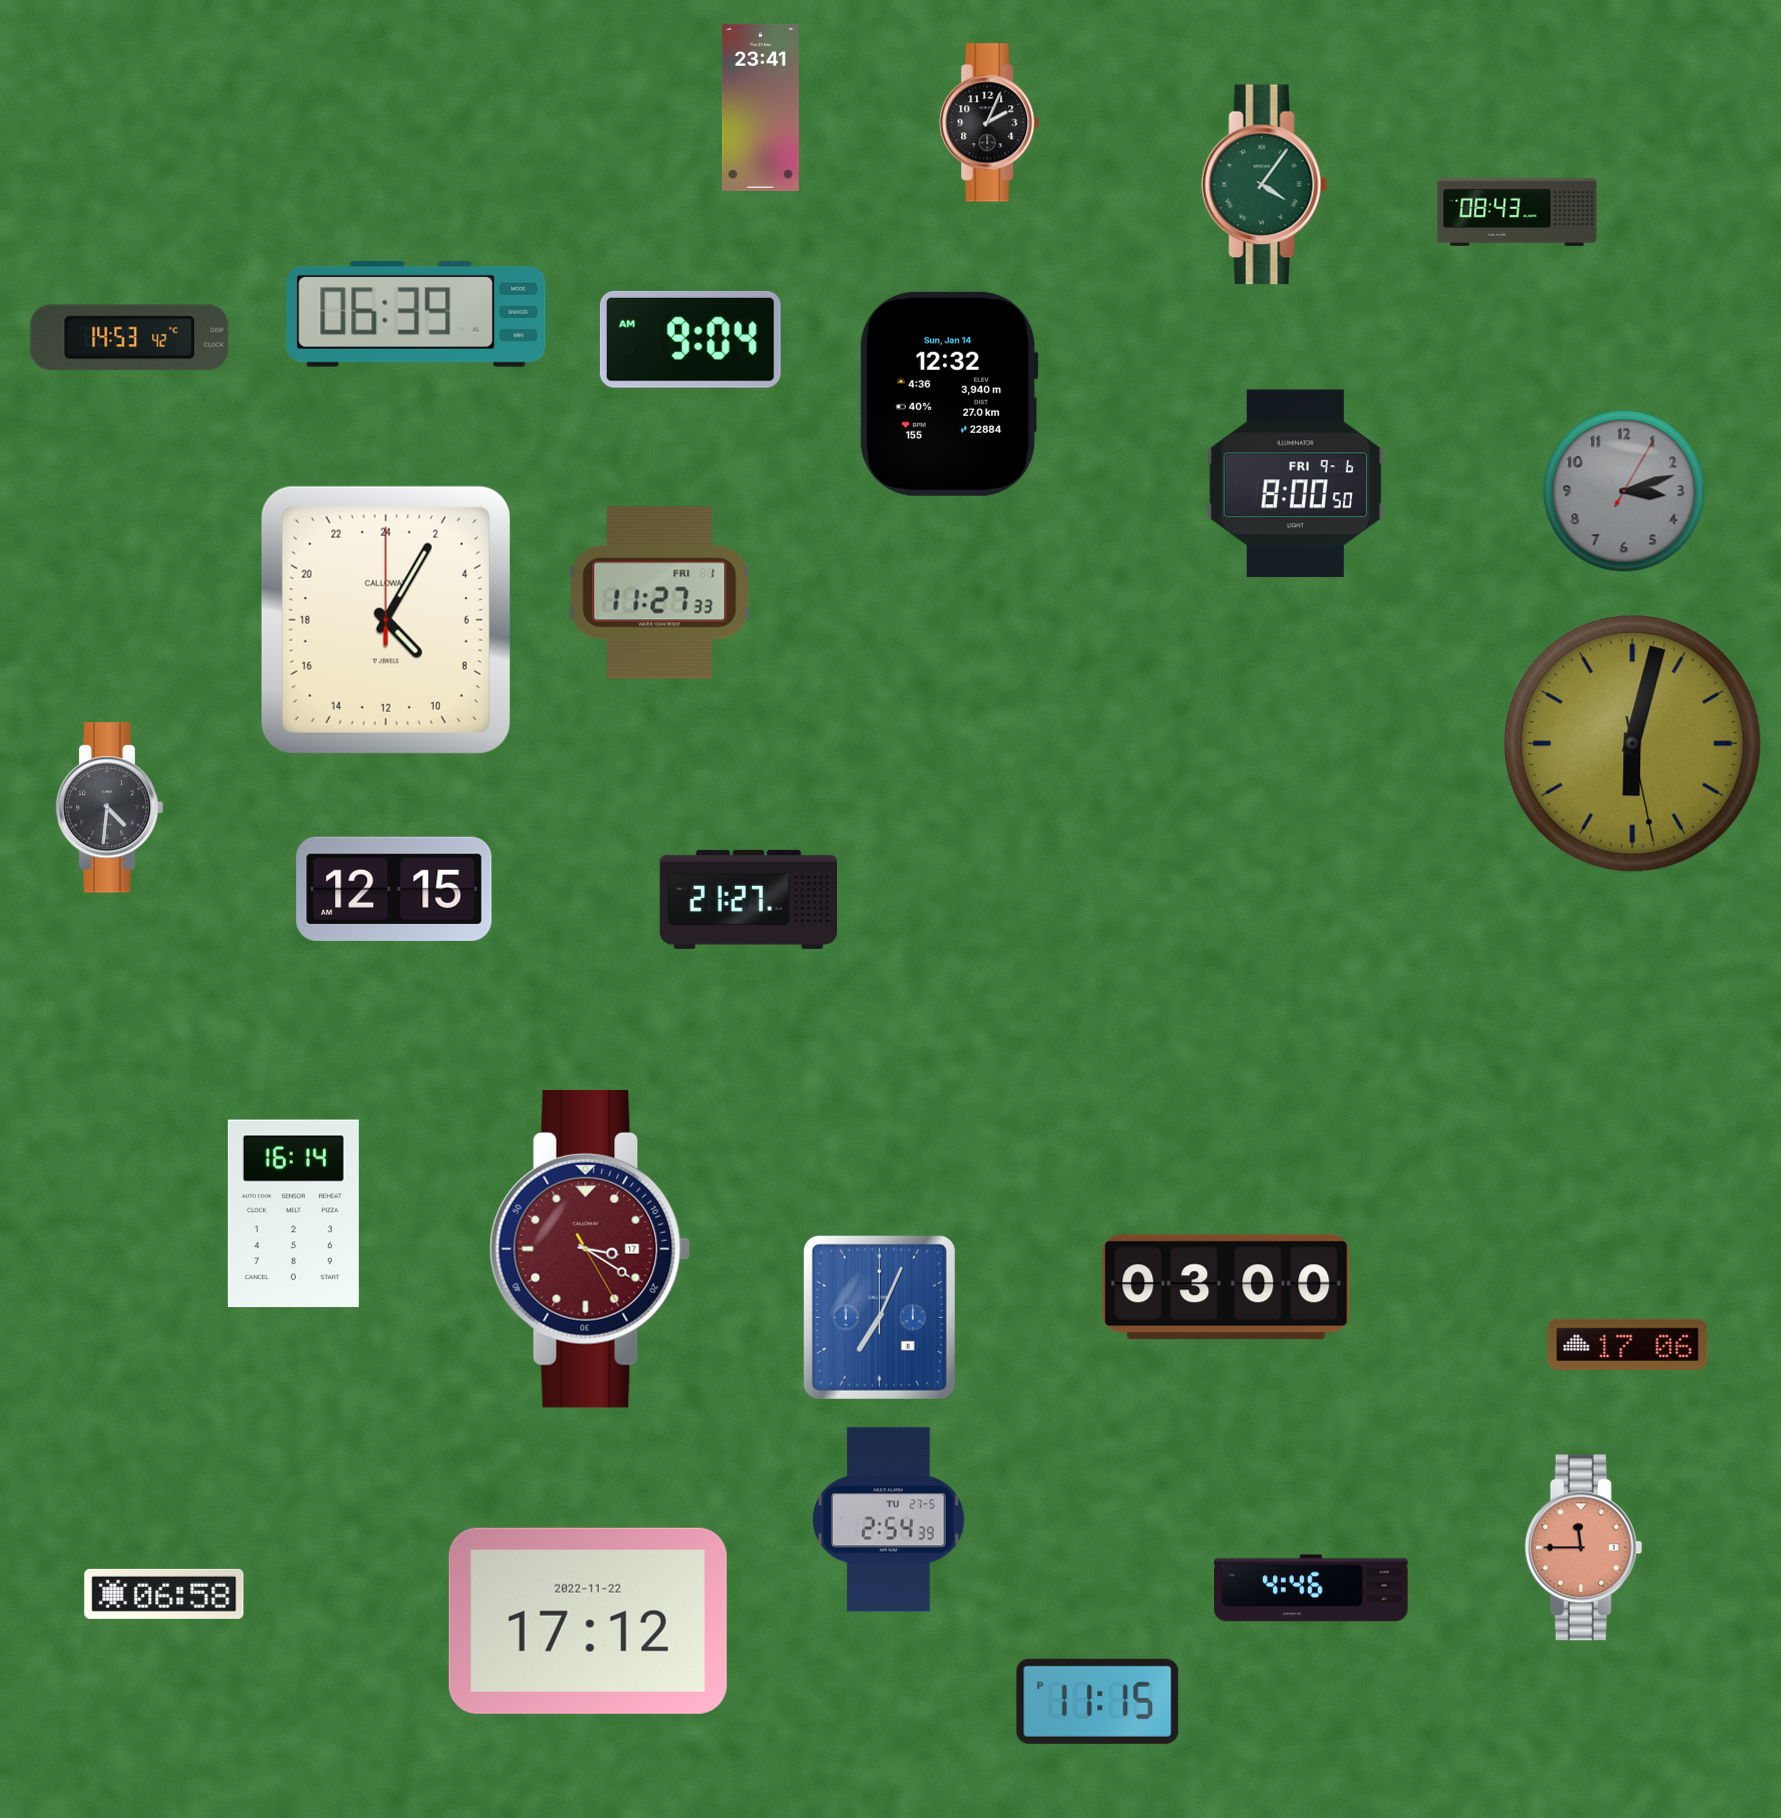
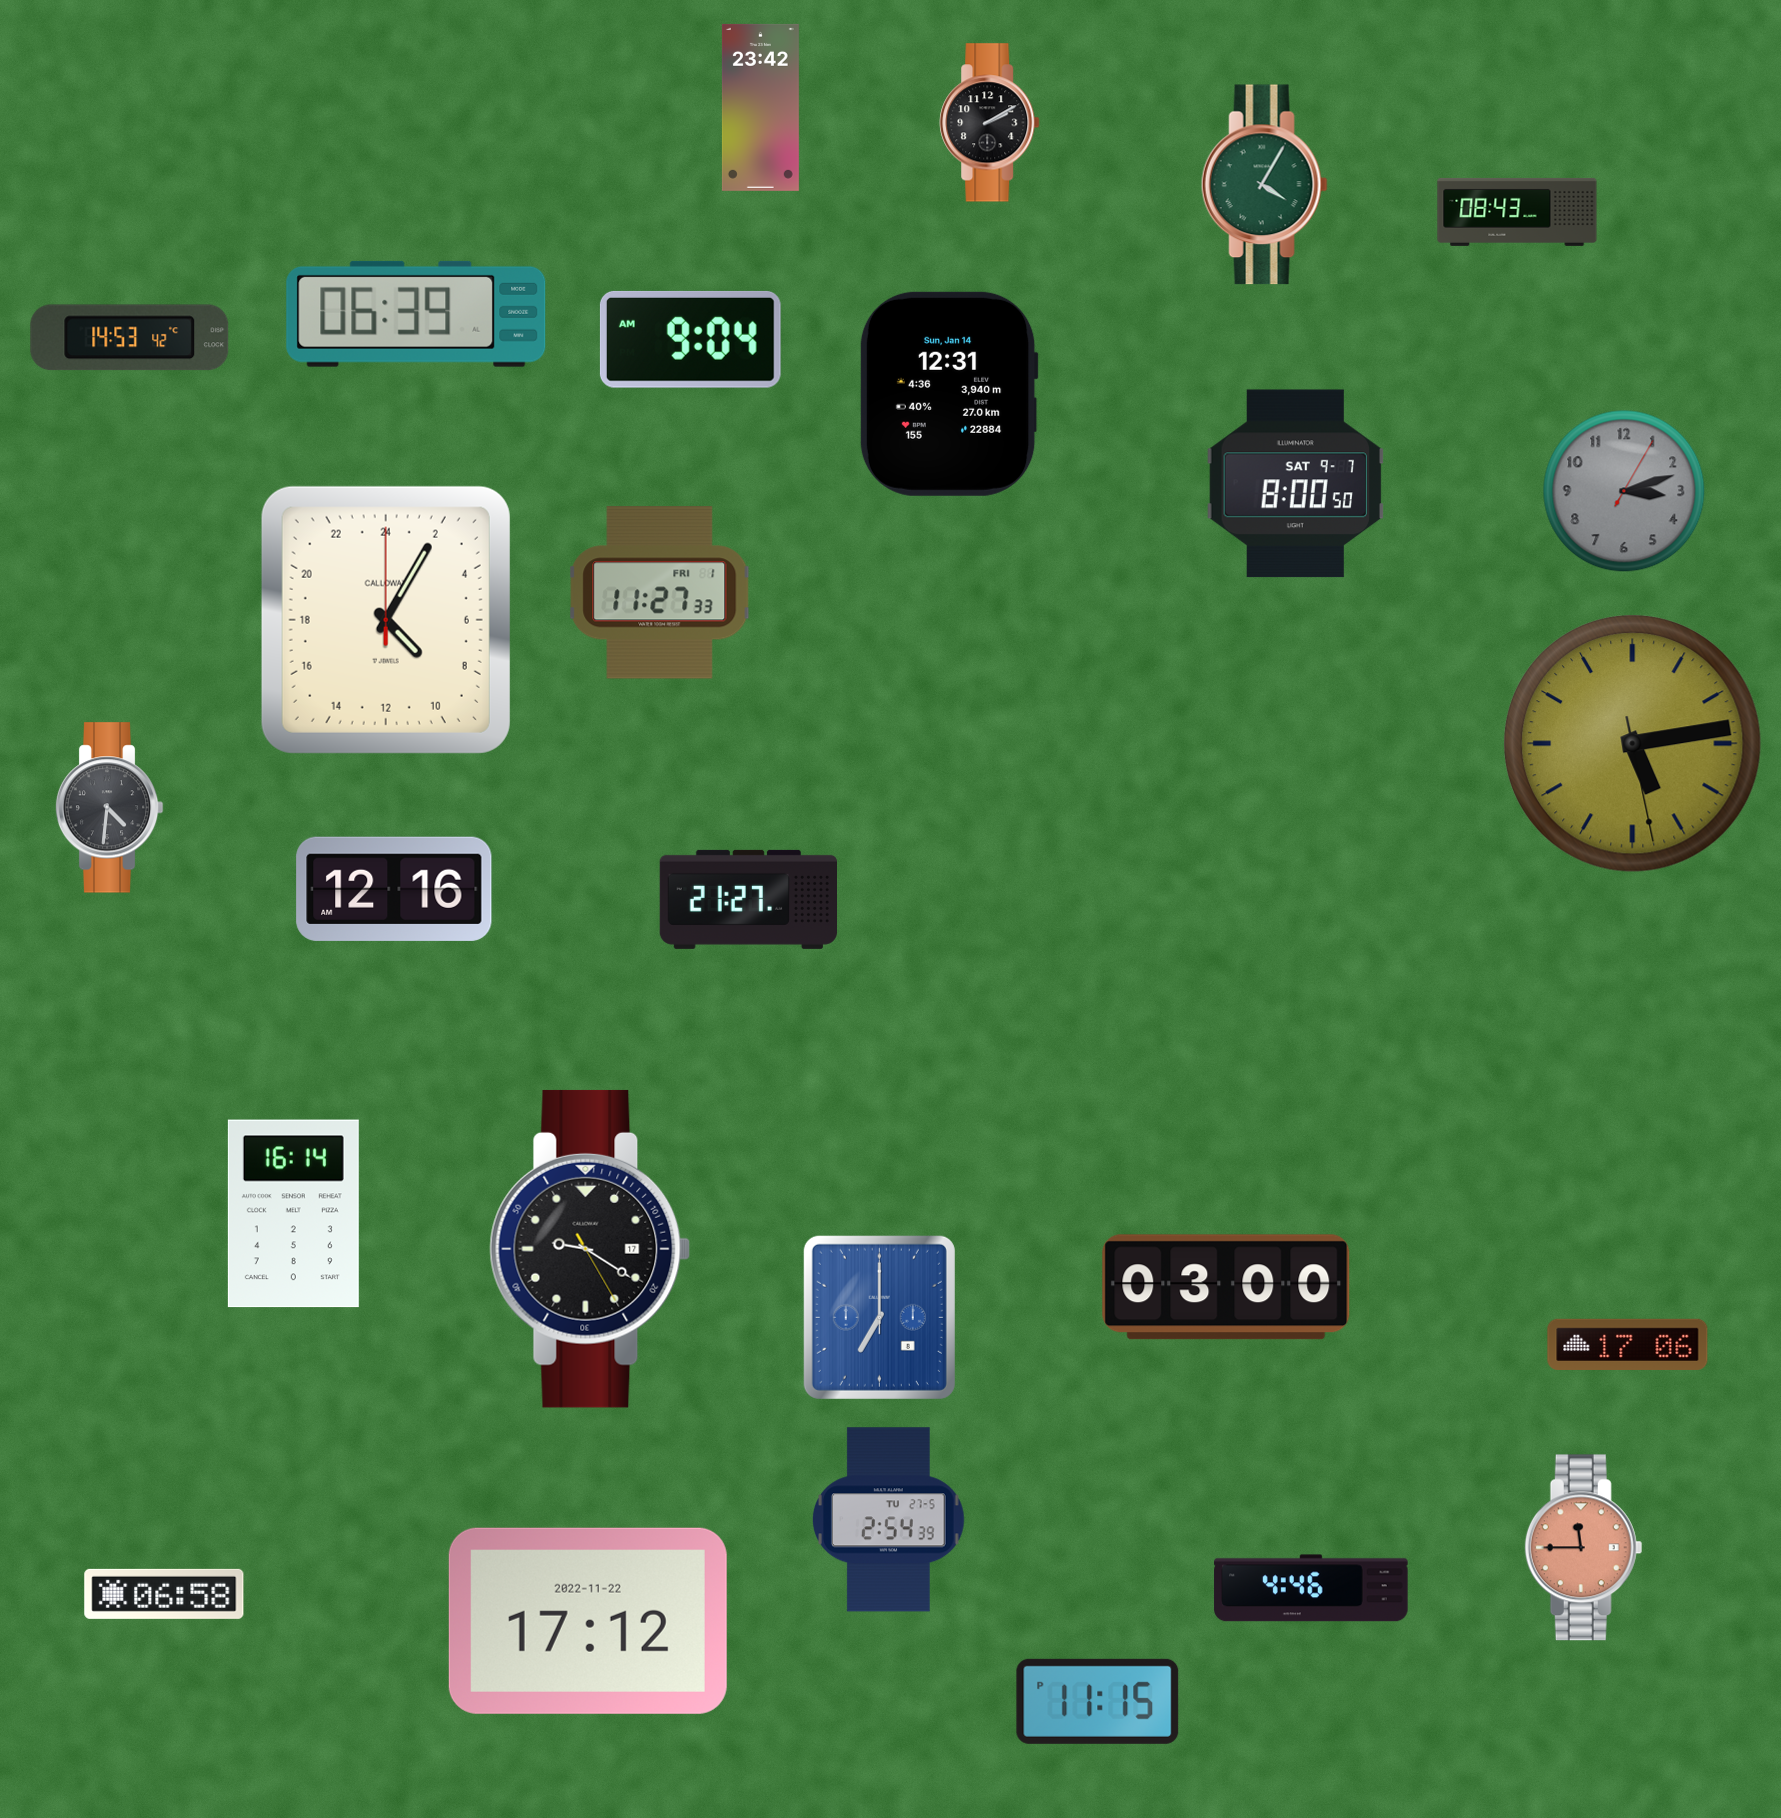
clock at (760, 107): 23:41 -> 23:42
clock at (990, 123): 2:04 -> 2:10
clock at (1264, 185): 4:06 -> 4:05
clock at (949, 394): 12:32 -> 12:31
clock at (1296, 484) date: FRI 9-6 -> SAT 9-7
clock at (1633, 744): 6:02 -> 5:13
clock at (394, 889): 12:15 -> 12:16
clock at (590, 1249): 3:20 -> 9:20
clock at (590, 1249) dial: burgundy -> black
clock at (879, 1317): 7:04 -> 7:00
